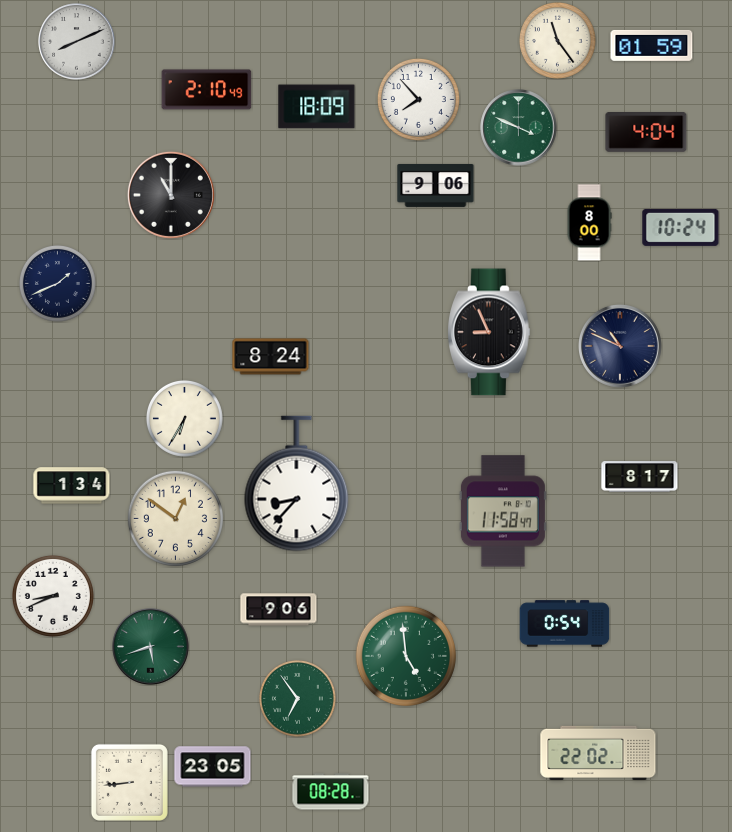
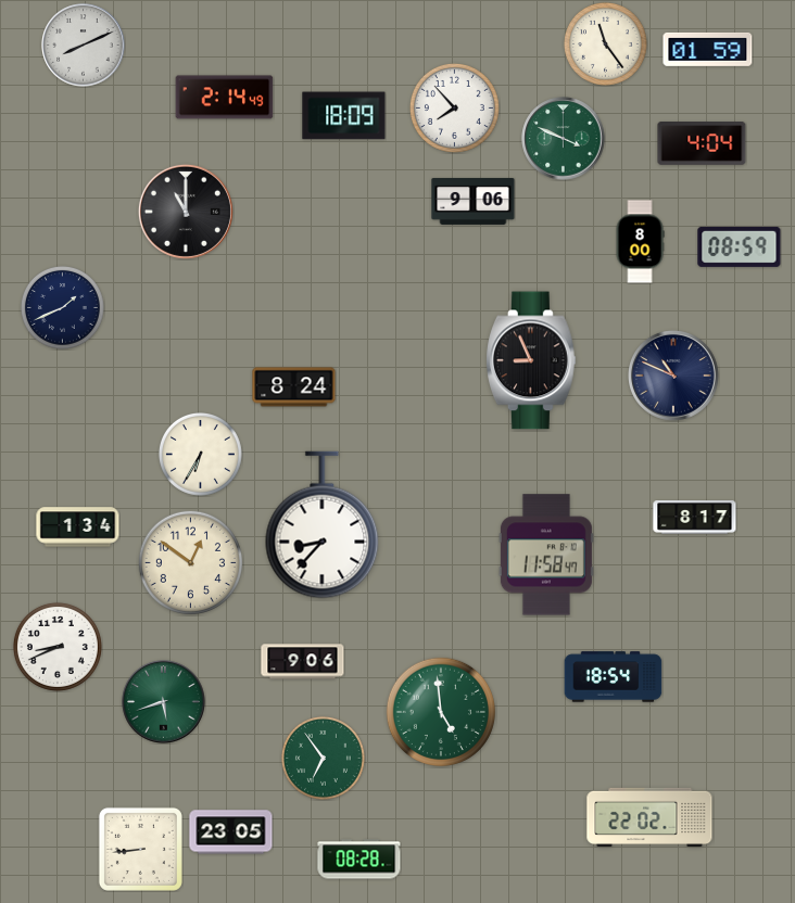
clock at (207, 90): 2:10 -> 2:14
clock at (681, 227): 10:24 -> 08:59
clock at (565, 624): 0:54 -> 18:54
